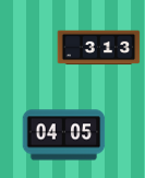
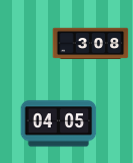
clock at (99, 48): 3:13 -> 3:08
